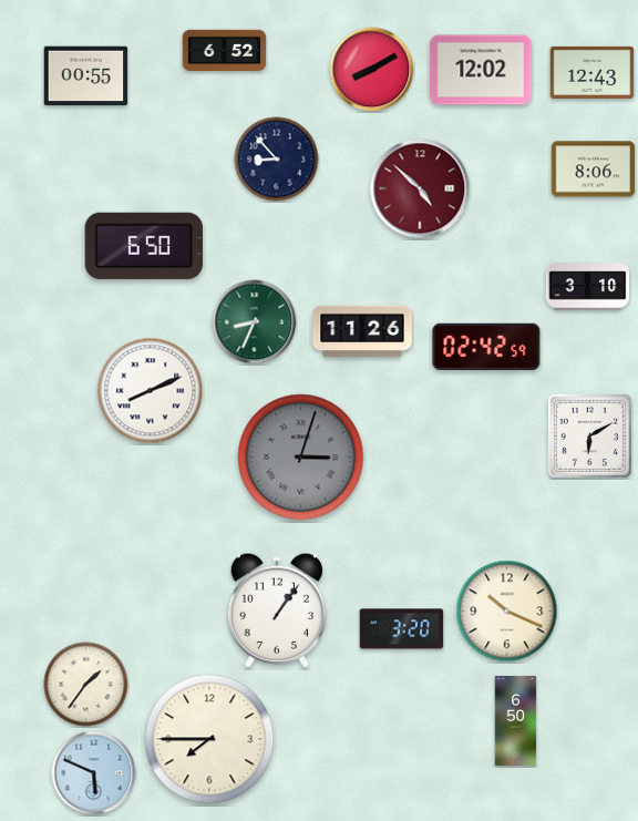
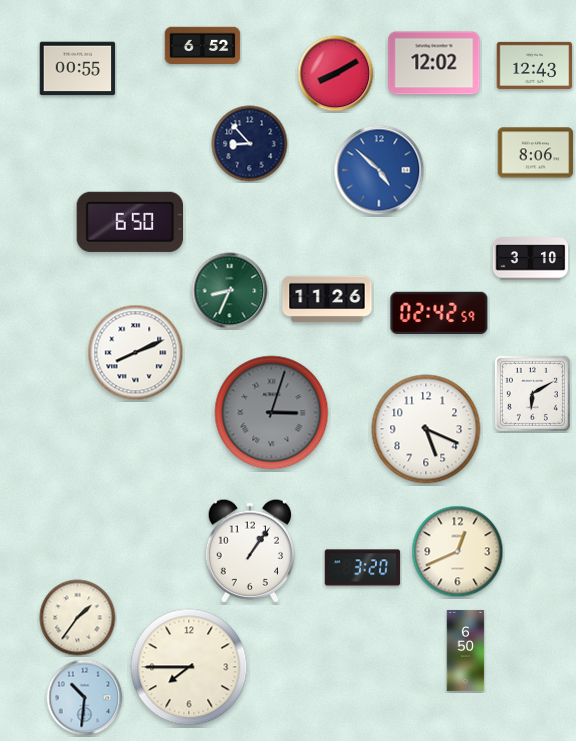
clock at (372, 70) position: (372, 70) -> (336, 74)
clock at (420, 188) dial: burgundy -> blue
clock at (426, 429): none -> 5:19
clock at (507, 612): 10:19 -> 12:41
clock at (94, 773): 5:49 -> 10:31
